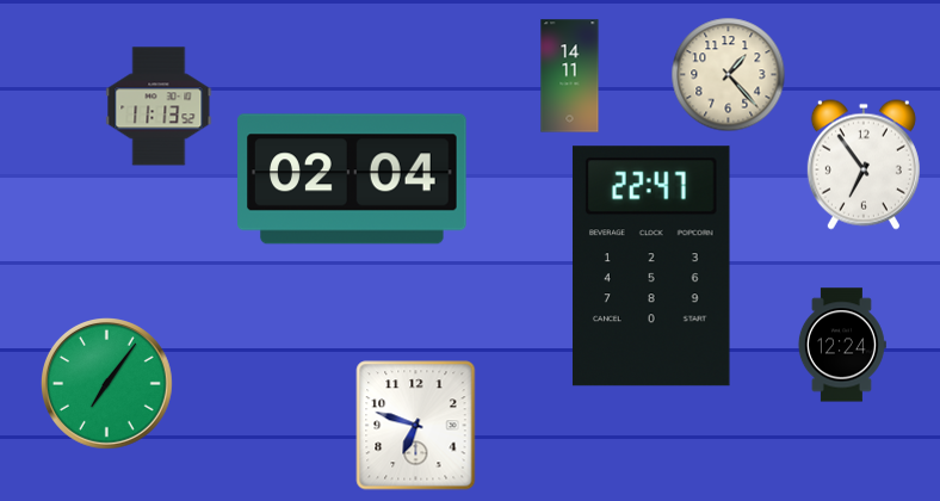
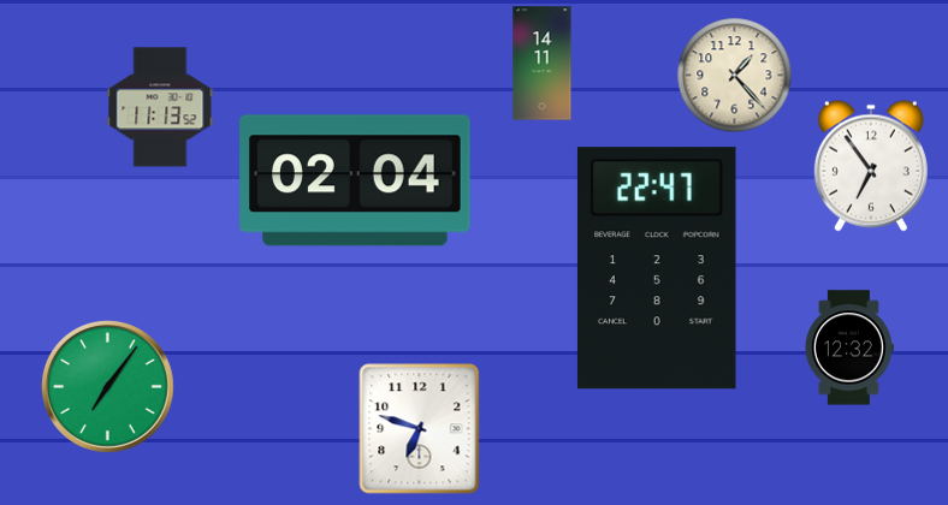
clock at (570, 76) position: (570, 76) -> (543, 64)
clock at (842, 345): 12:24 -> 12:32
